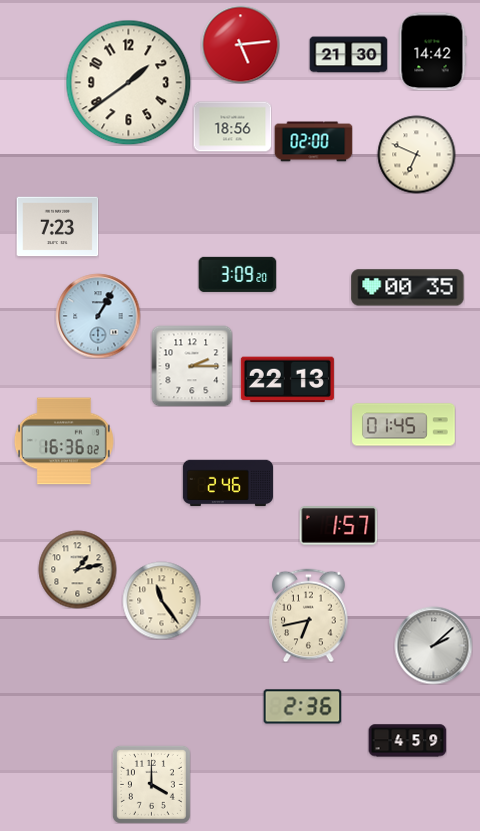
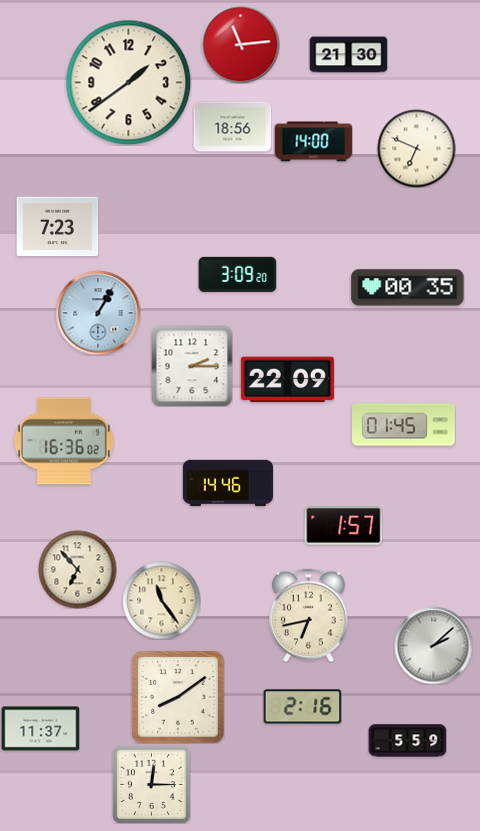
clock at (240, 44): 5:14 -> 11:14
clock at (432, 51): 14:42 -> none
clock at (313, 142): 02:00 -> 14:00
clock at (416, 154) position: (416, 154) -> (416, 148)
clock at (98, 316) position: (98, 316) -> (98, 313)
clock at (287, 380): 22:13 -> 22:09
clock at (227, 483): 2:46 -> 14:46
clock at (338, 526) position: (338, 526) -> (343, 526)
clock at (77, 569): 1:13 -> 6:53
clock at (178, 697): none -> 8:09
clock at (302, 707): 2:36 -> 2:16
clock at (40, 729): none -> 11:37
clock at (407, 741): 4:59 -> 5:59
clock at (151, 784): 4:00 -> 12:15
